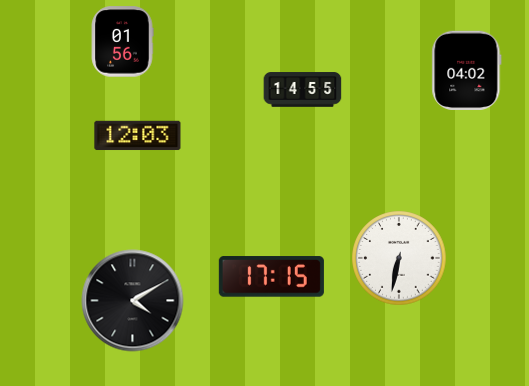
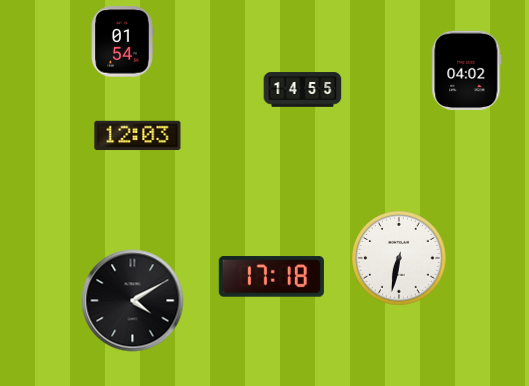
clock at (122, 42): 01:56 -> 01:54
clock at (271, 277): 17:15 -> 17:18
